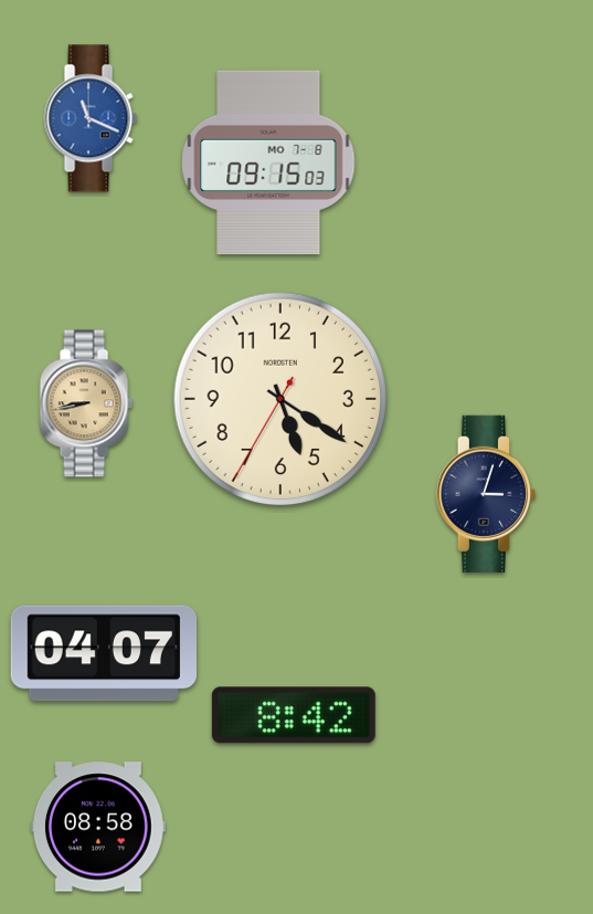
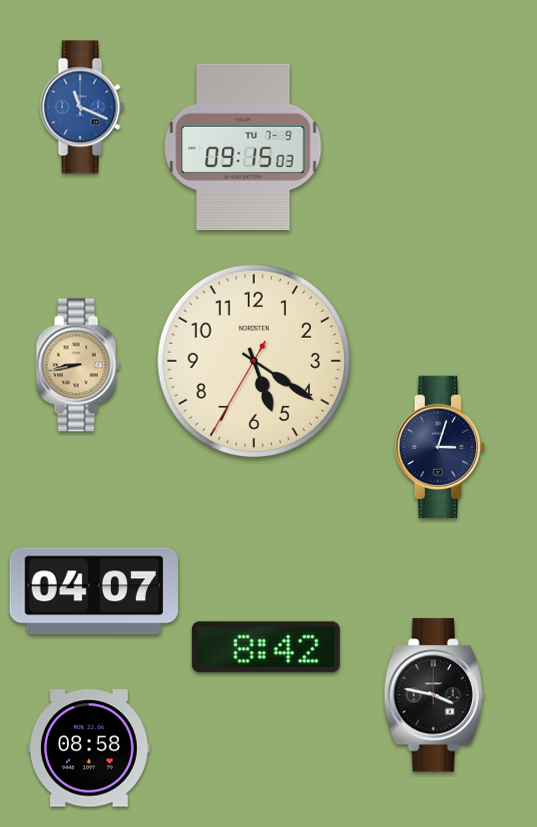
clock at (268, 162) date: MO 7-8 -> TU 7-9
clock at (434, 695): none -> 3:47
